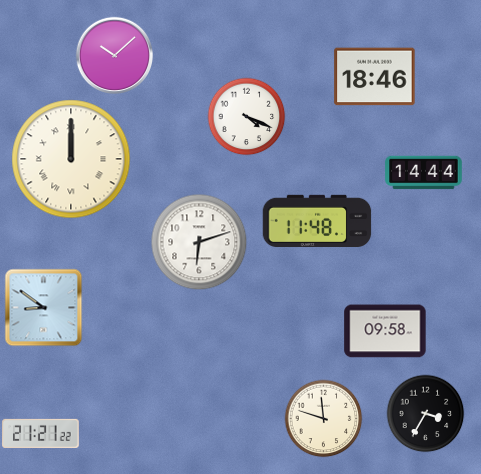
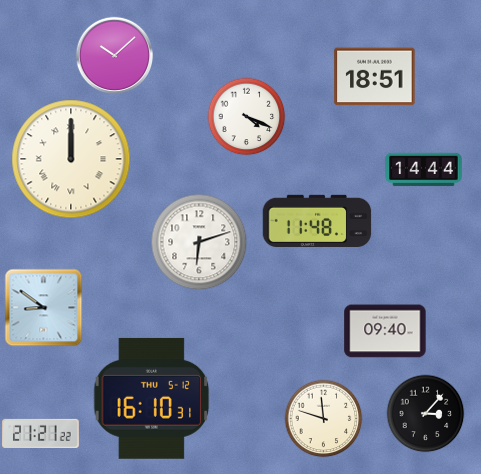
clock at (375, 77): 18:46 -> 18:51
clock at (424, 173) position: (424, 173) -> (424, 170)
clock at (385, 331): 09:58 -> 09:40
clock at (152, 398): none -> 16:10
clock at (425, 413): 3:35 -> 3:07
